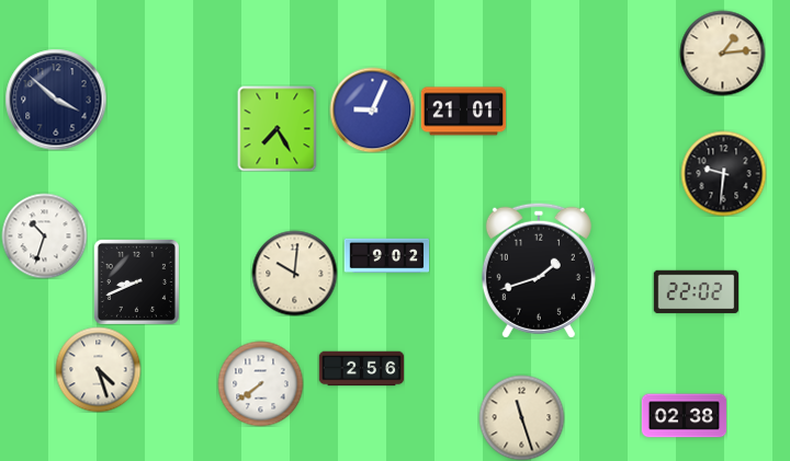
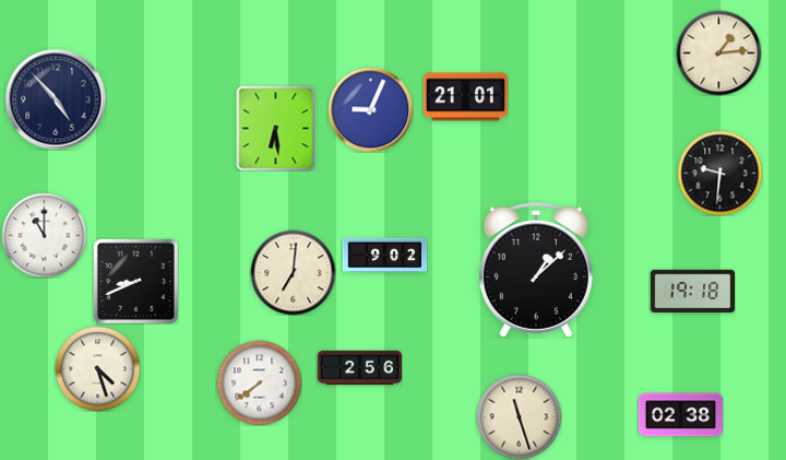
clock at (56, 100): 3:52 -> 4:53
clock at (463, 112) position: (463, 112) -> (465, 97)
clock at (278, 128): 7:25 -> 6:29
clock at (44, 235): 10:33 -> 11:00
clock at (539, 270): 1:42 -> 1:08
clock at (294, 273): 10:01 -> 7:01
clock at (696, 292): 22:02 -> 19:18
